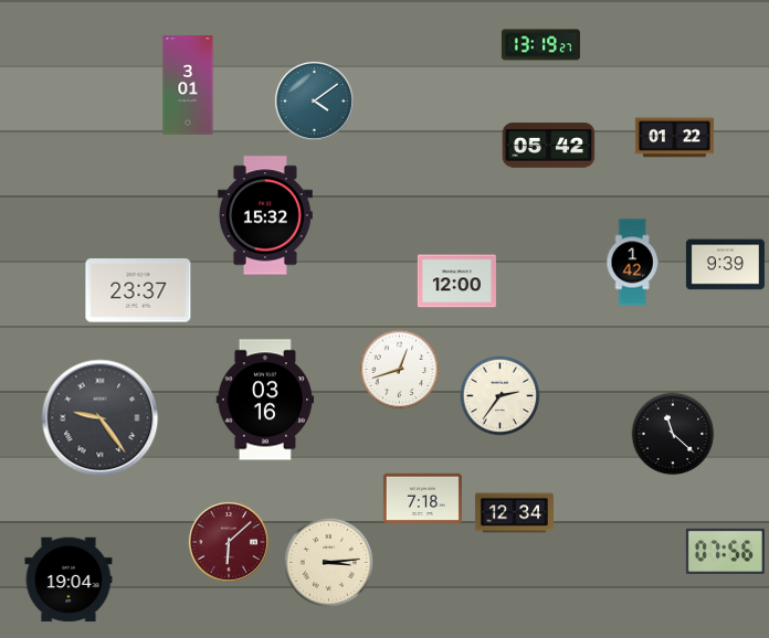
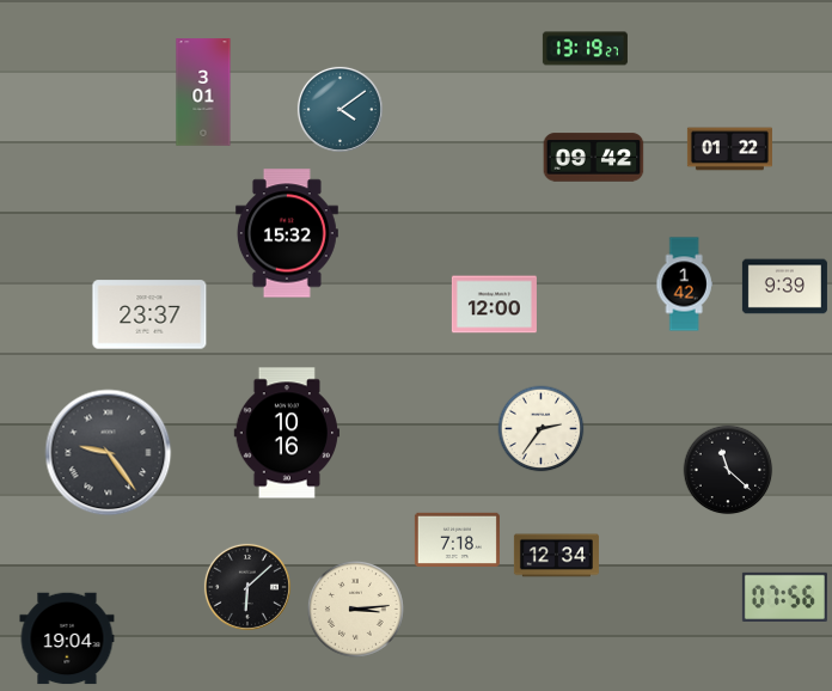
clock at (549, 146): 05:42 -> 09:42
clock at (400, 370): 12:42 -> none
clock at (264, 400): 03:16 -> 10:16
clock at (229, 542) dial: burgundy -> black
clock at (69, 579) position: (69, 579) -> (67, 638)
